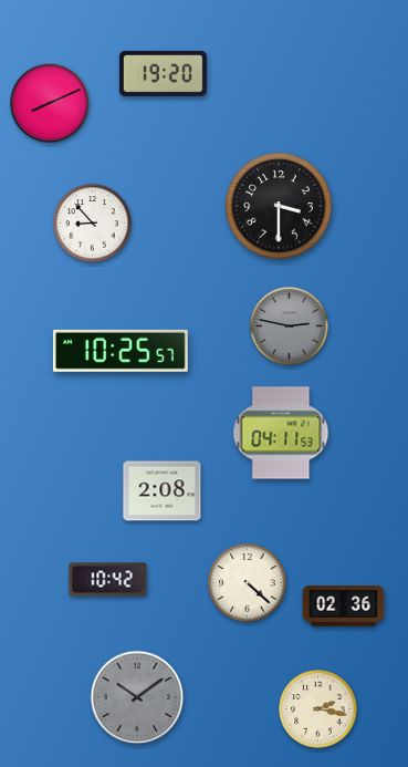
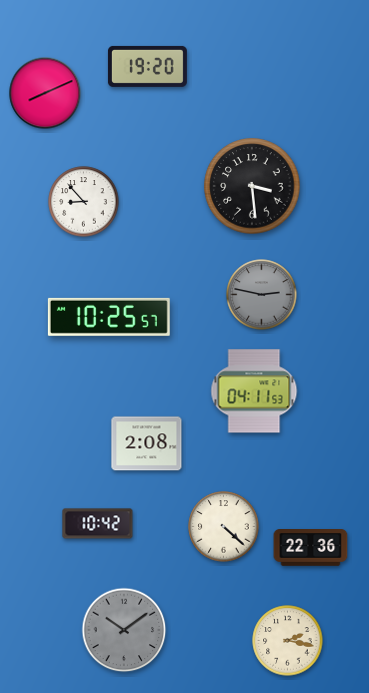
clock at (279, 206): 3:30 -> 3:29
clock at (344, 607): 02:36 -> 22:36
